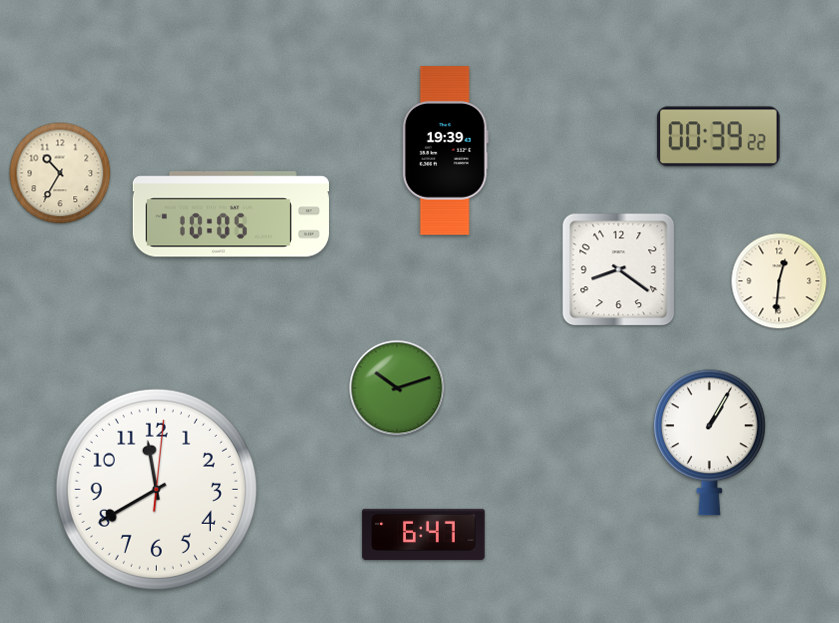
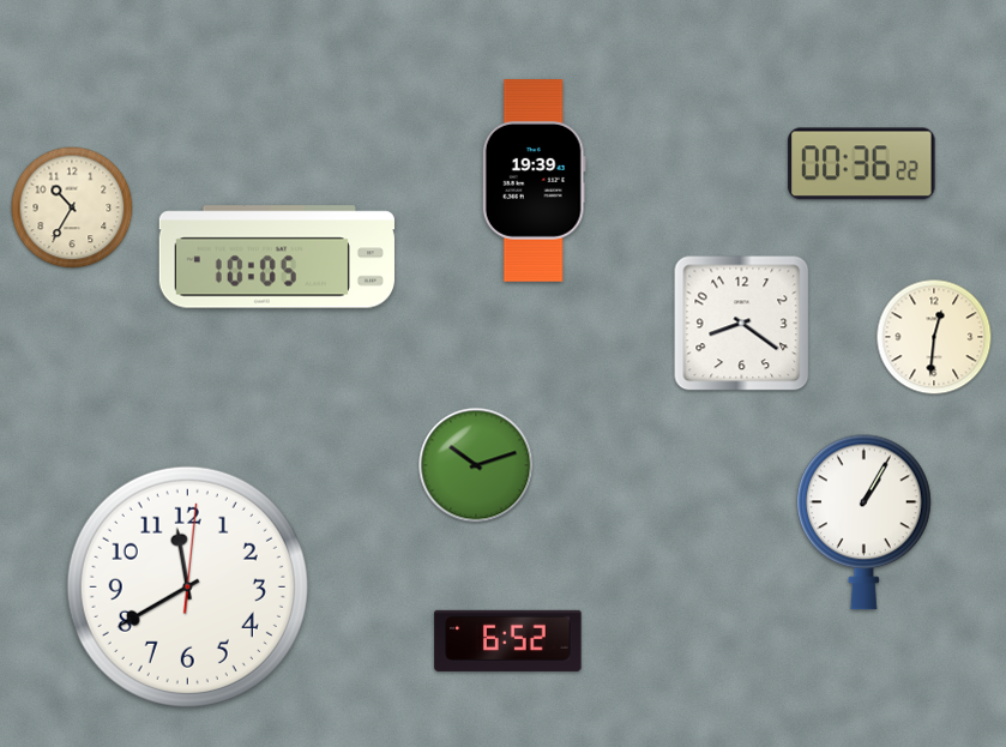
clock at (719, 137): 00:39 -> 00:36
clock at (709, 443) position: (709, 443) -> (863, 523)
clock at (424, 534): 6:47 -> 6:52
